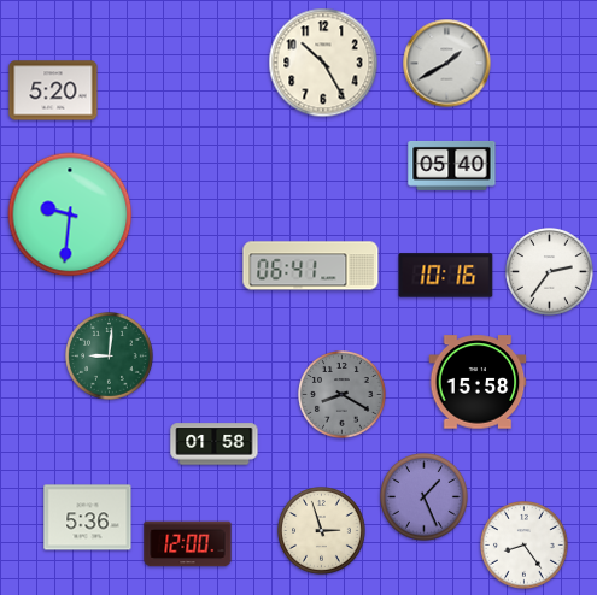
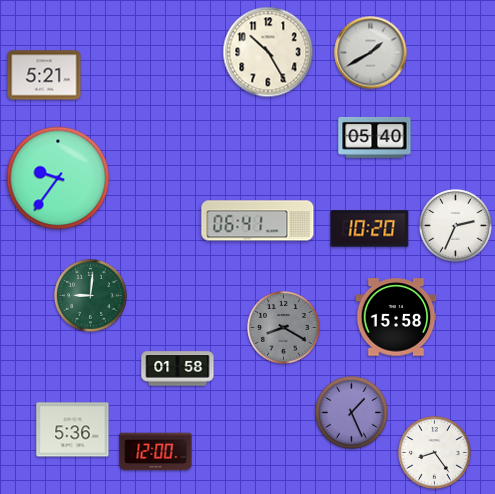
clock at (53, 90): 5:20 -> 5:21
clock at (70, 214): 9:31 -> 9:36
clock at (550, 272): 2:36 -> 2:34
clock at (446, 276): 10:16 -> 10:20
clock at (322, 531): 2:57 -> none
